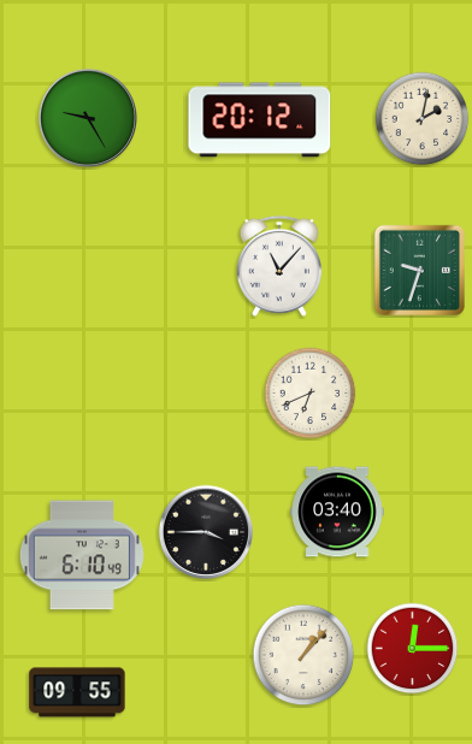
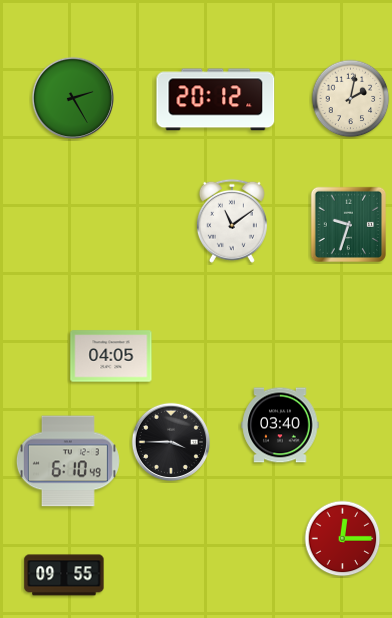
clock at (87, 117): 9:25 -> 2:25
clock at (279, 266): 11:07 -> 11:09
clock at (311, 394): 6:41 -> none
clock at (111, 356): none -> 04:05
clock at (303, 655): 1:07 -> none
